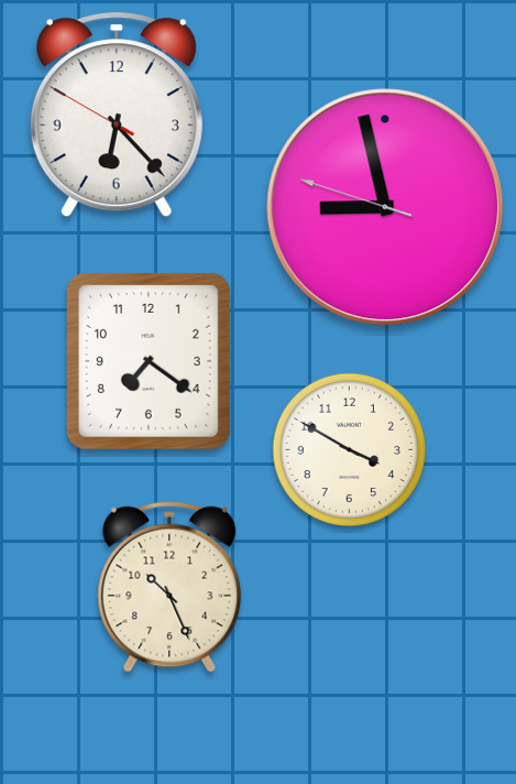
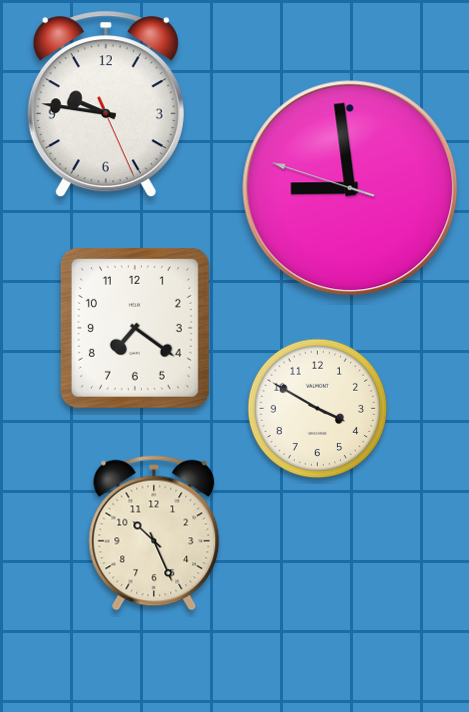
clock at (117, 115): 6:22 -> 9:46
clock at (385, 207): 8:57 -> 8:58
